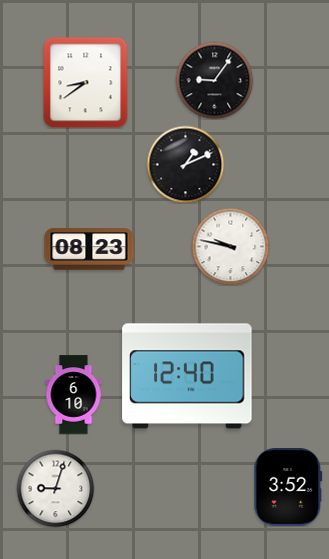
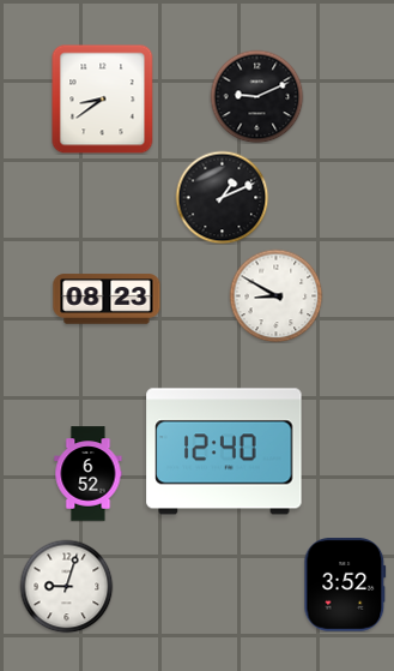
clock at (214, 80): 9:06 -> 9:11
clock at (230, 246): 9:47 -> 8:50
clock at (74, 395): 6:10 -> 6:52
